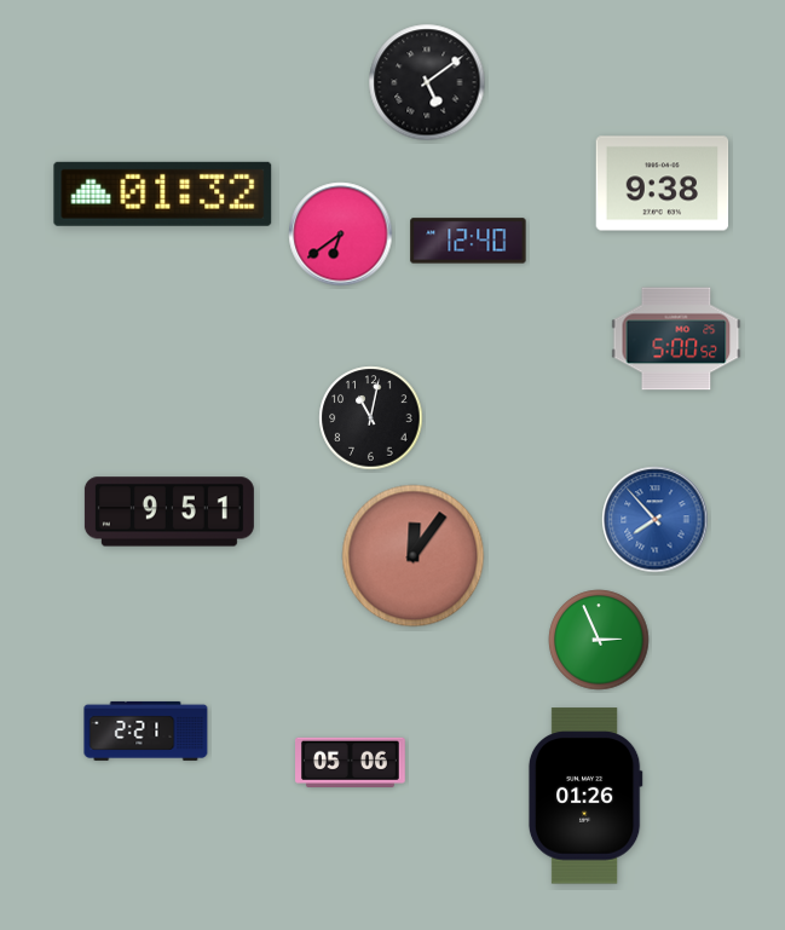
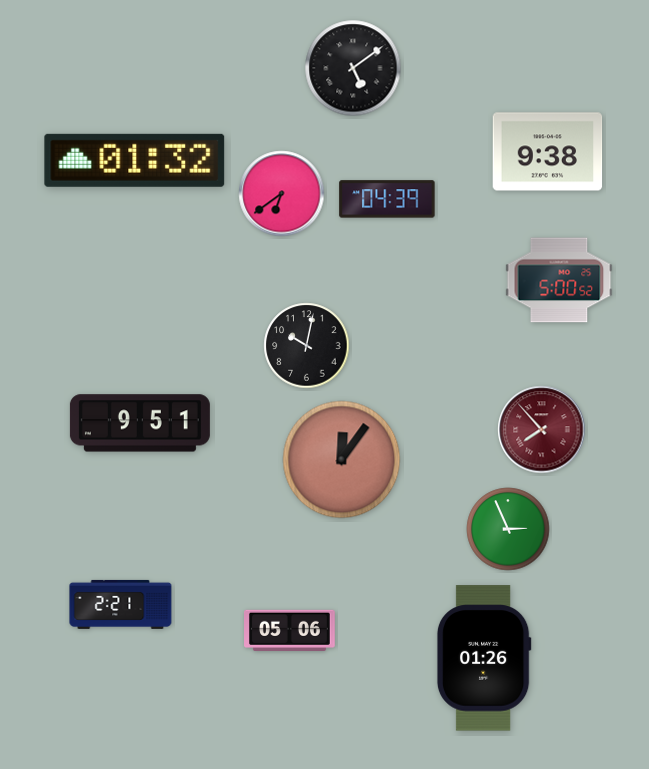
clock at (468, 241): 12:40 -> 04:39
clock at (371, 418): 11:02 -> 10:02
clock at (656, 520) dial: blue -> burgundy
clock at (599, 640) position: (599, 640) -> (508, 529)
